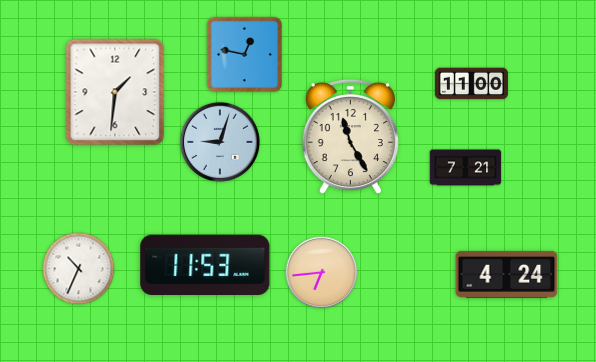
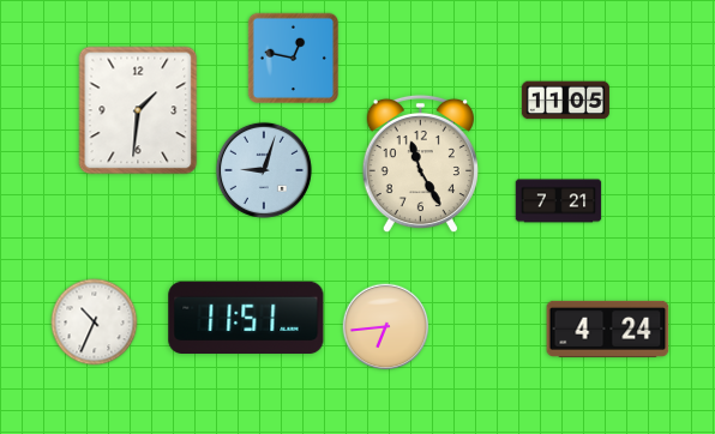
clock at (244, 54) position: (244, 54) -> (293, 58)
clock at (471, 84): 11:00 -> 11:05
clock at (205, 265): 11:53 -> 11:51
